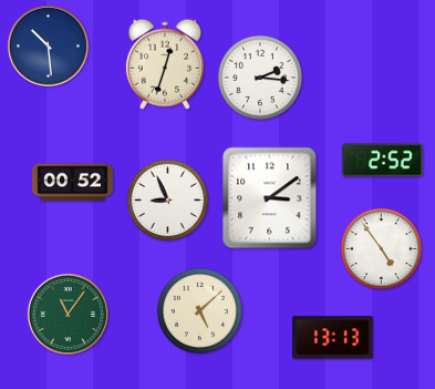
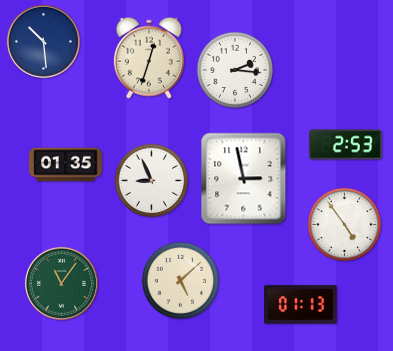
clock at (383, 161): 2:52 -> 2:53
clock at (73, 183): 00:52 -> 01:35
clock at (270, 198): 3:09 -> 2:58
clock at (333, 338): 13:13 -> 01:13
